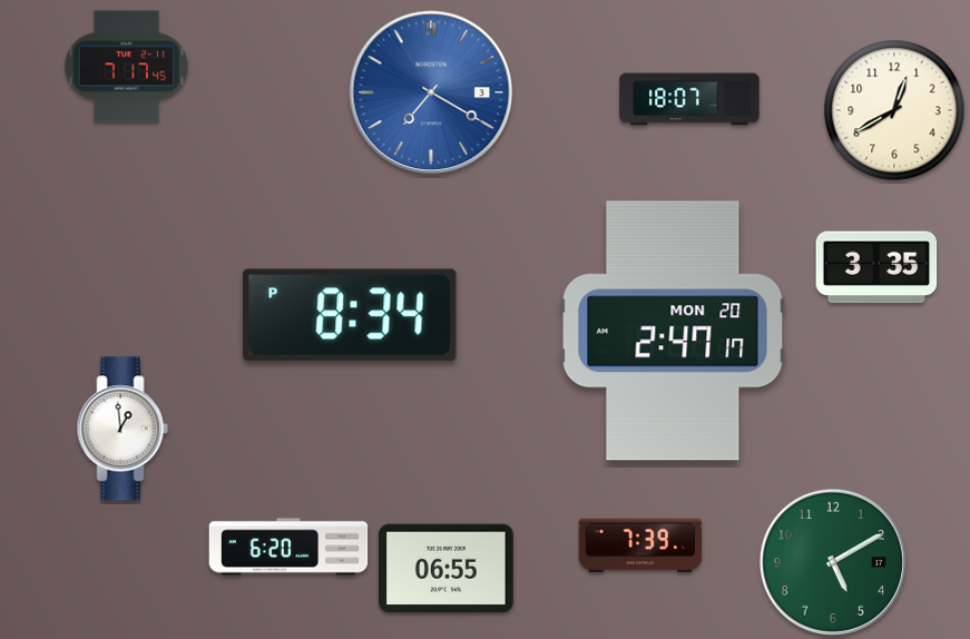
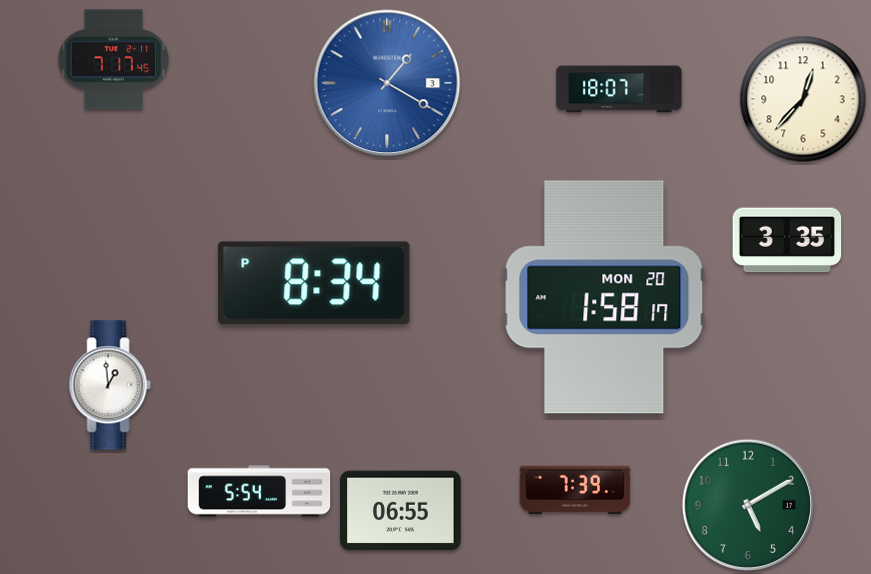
clock at (431, 92): 7:20 -> 1:20
clock at (894, 110): 12:40 -> 12:37
clock at (673, 331): 2:47 -> 1:58
clock at (288, 547): 6:20 -> 5:54
